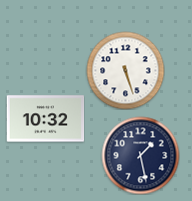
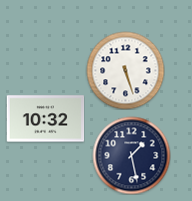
clock at (140, 155) position: (140, 155) -> (131, 155)
